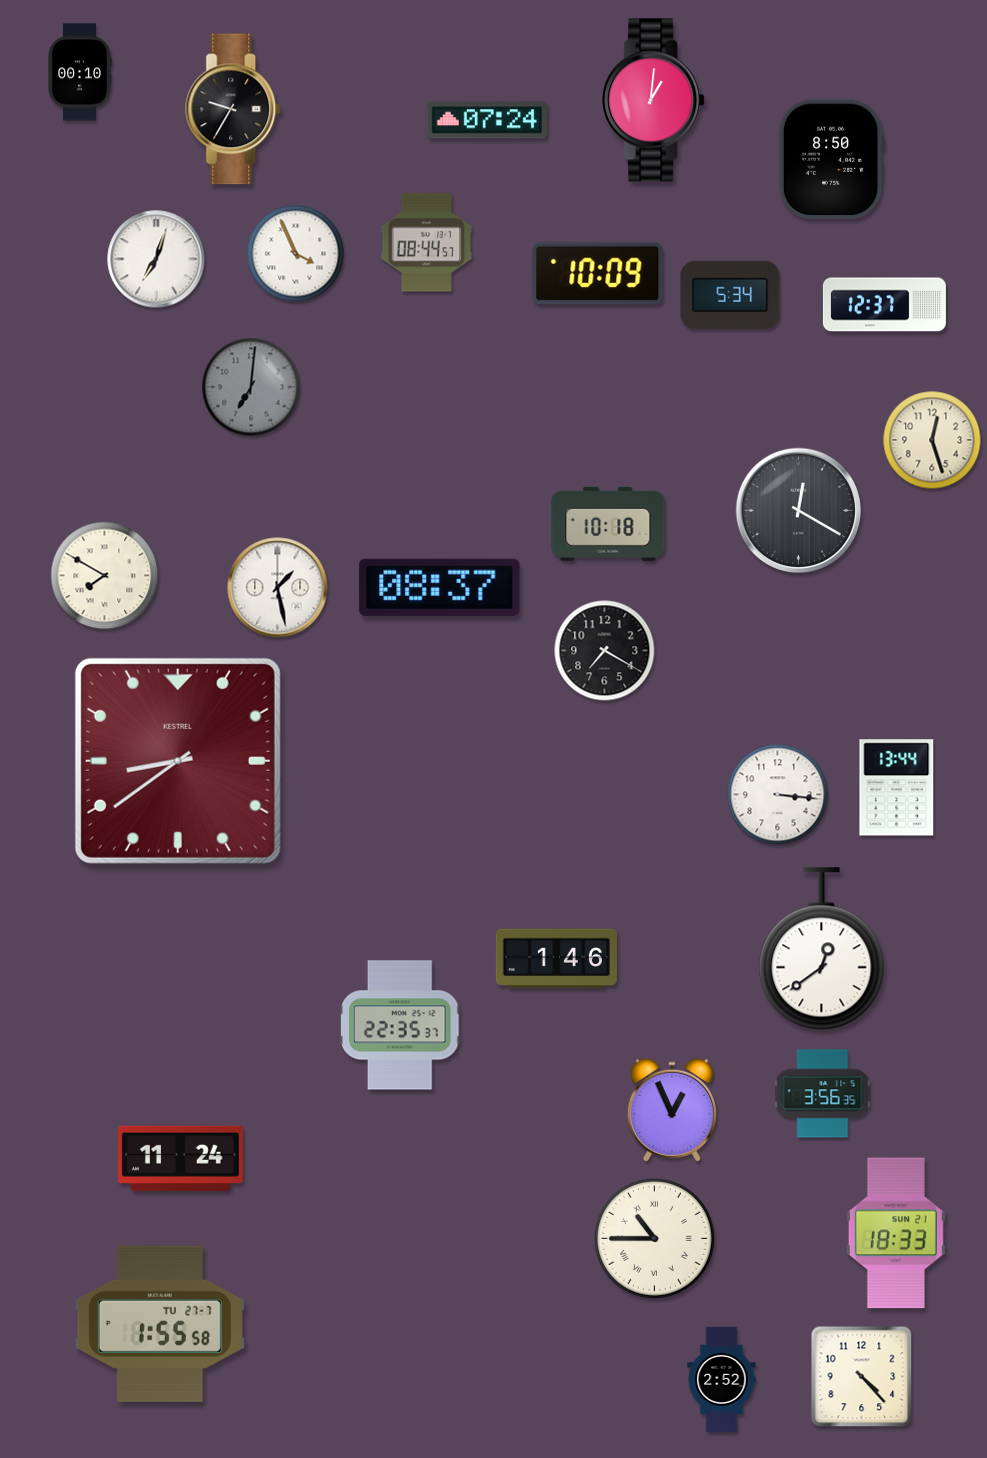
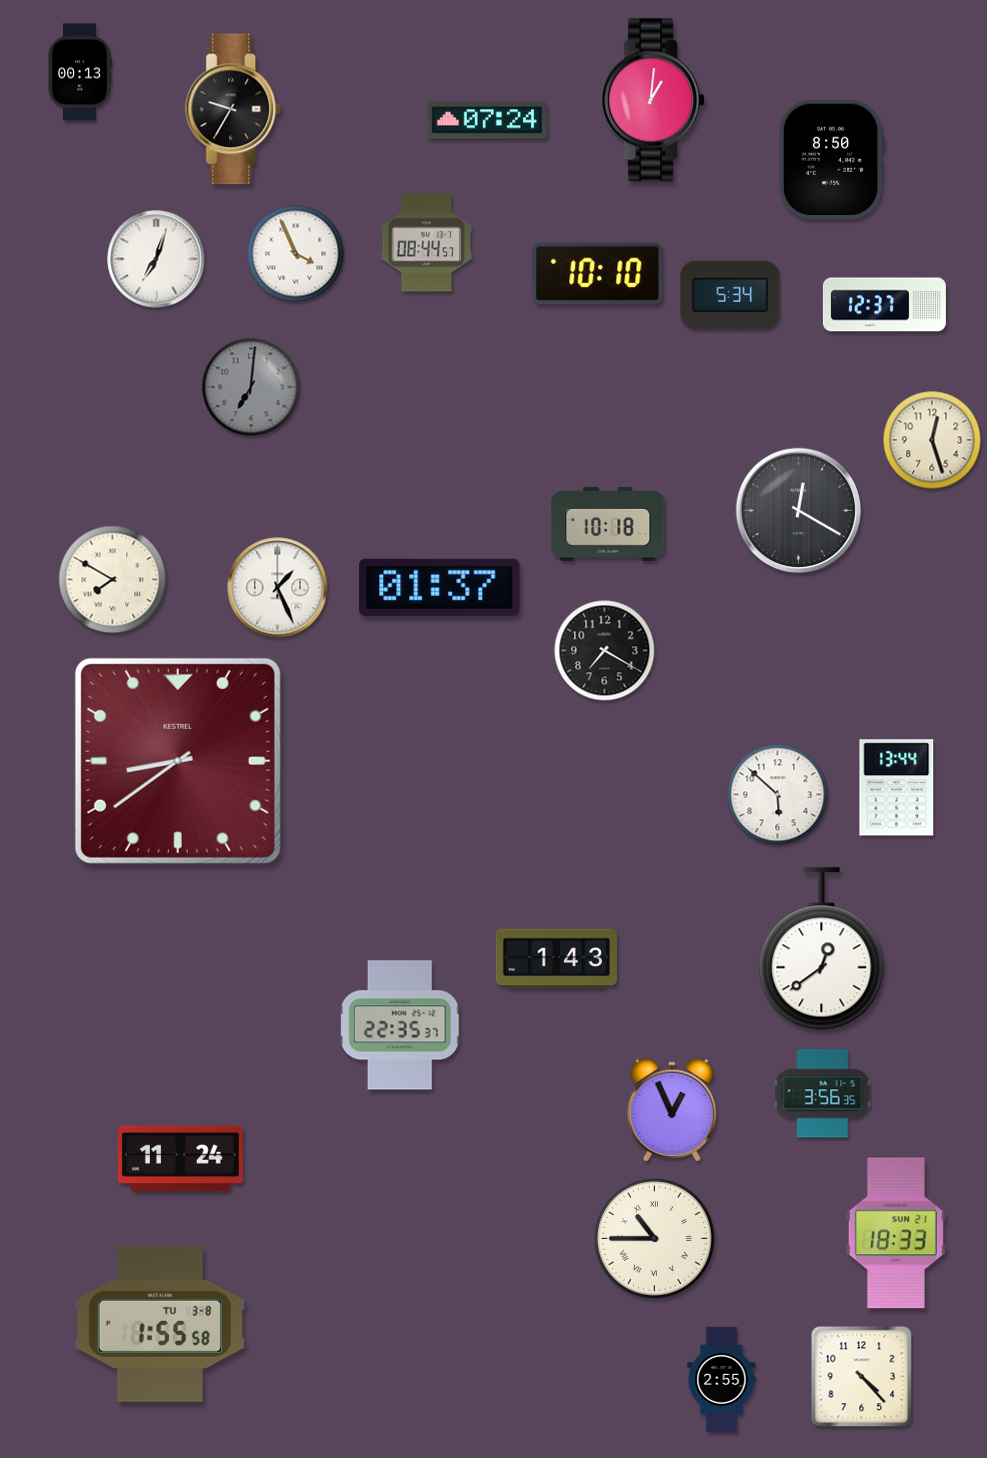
clock at (80, 72): 00:10 -> 00:13
clock at (598, 274): 10:09 -> 10:10
clock at (105, 576) position: (105, 576) -> (113, 580)
clock at (440, 587): 08:37 -> 01:37
clock at (278, 588): 1:28 -> 1:26
clock at (778, 795): 3:16 -> 5:52
clock at (556, 959): 1:46 -> 1:43
clock at (160, 1324) date: TU 27-7 -> TU 3-8
clock at (722, 1379): 2:52 -> 2:55
